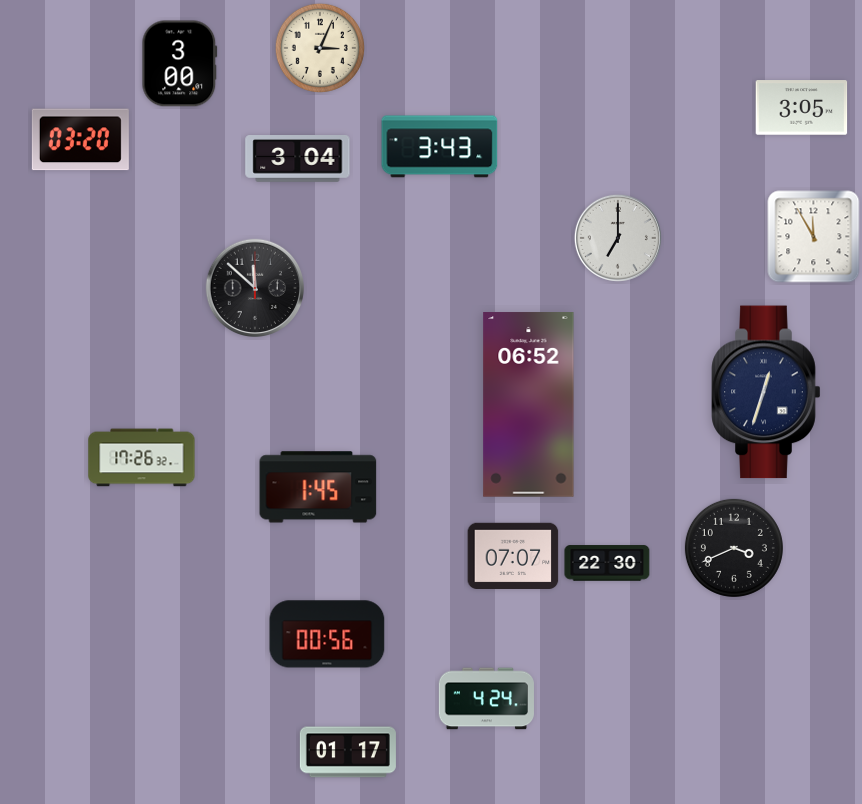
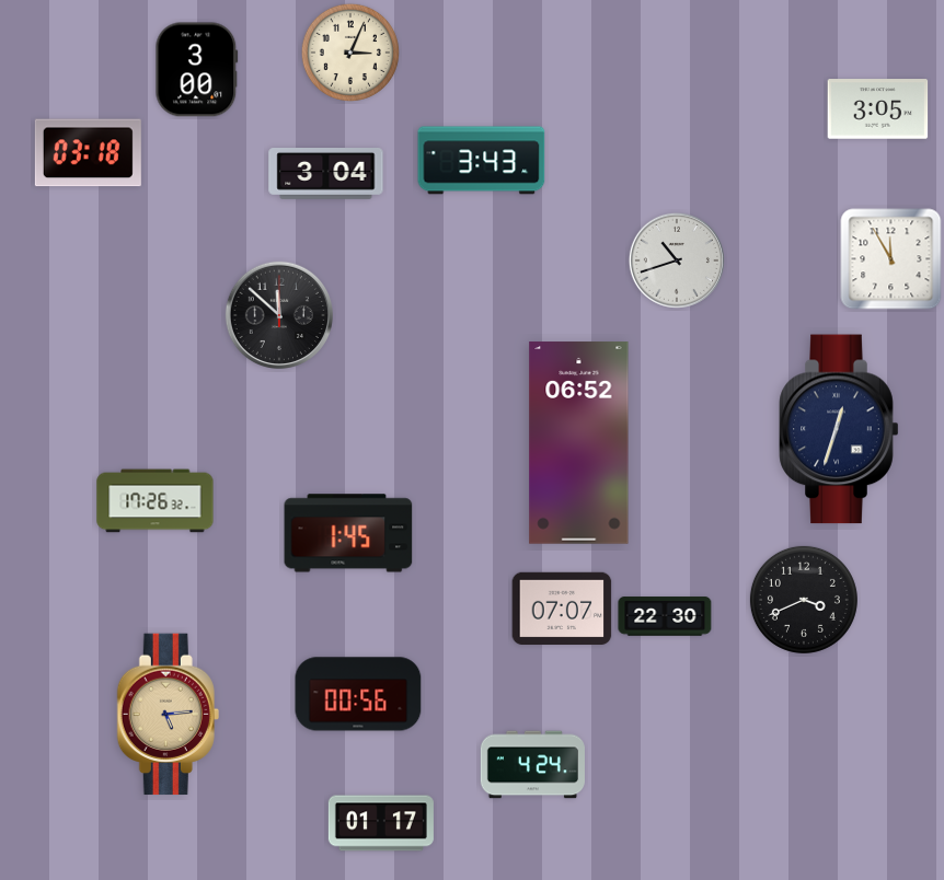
clock at (802, 108) position: (802, 108) -> (878, 109)
clock at (80, 140): 03:20 -> 03:18
clock at (618, 238): 7:00 -> 10:42
clock at (168, 715): none -> 5:14
